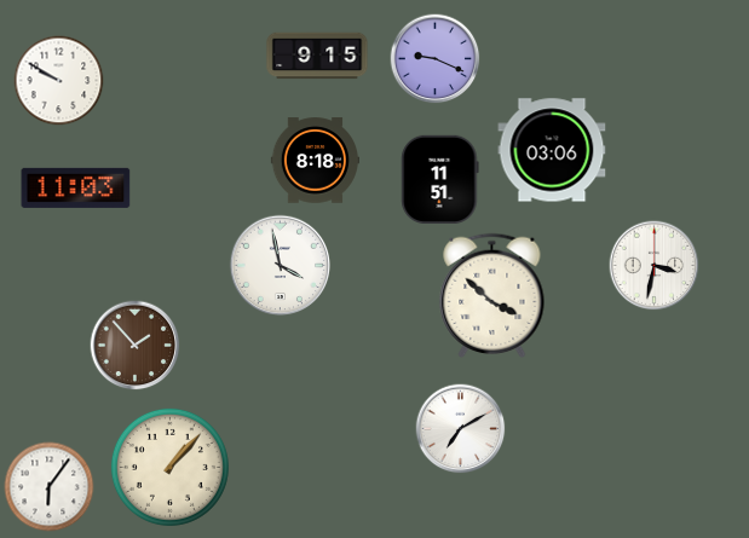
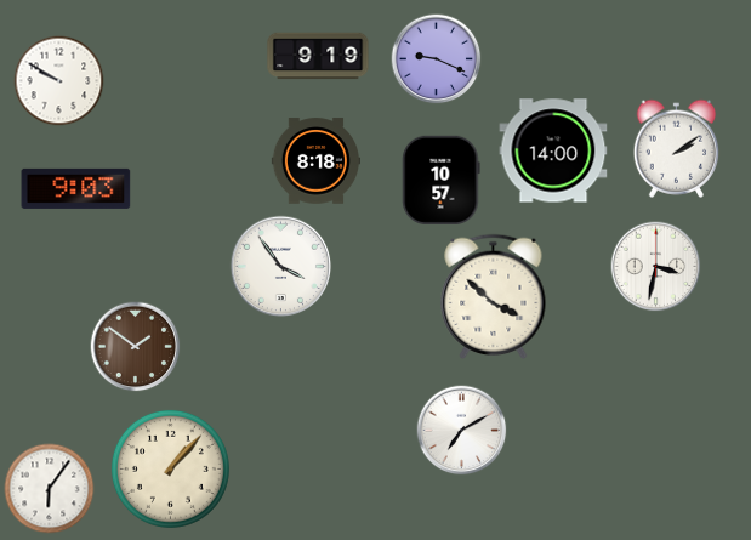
clock at (317, 56): 9:15 -> 9:19
clock at (677, 148): none -> 2:09
clock at (552, 150): 03:06 -> 14:00
clock at (440, 179): 11:51 -> 10:57
clock at (76, 187): 11:03 -> 9:03
clock at (281, 266): 3:58 -> 3:54
clock at (136, 346): 1:53 -> 1:51
